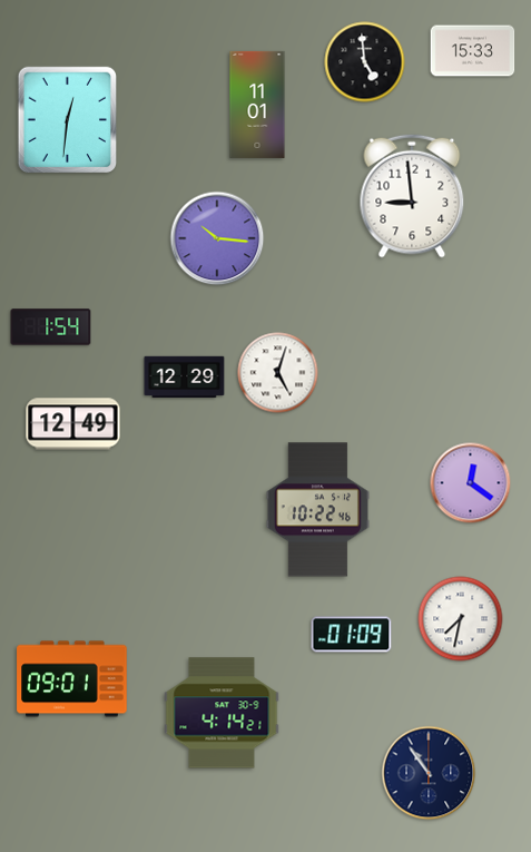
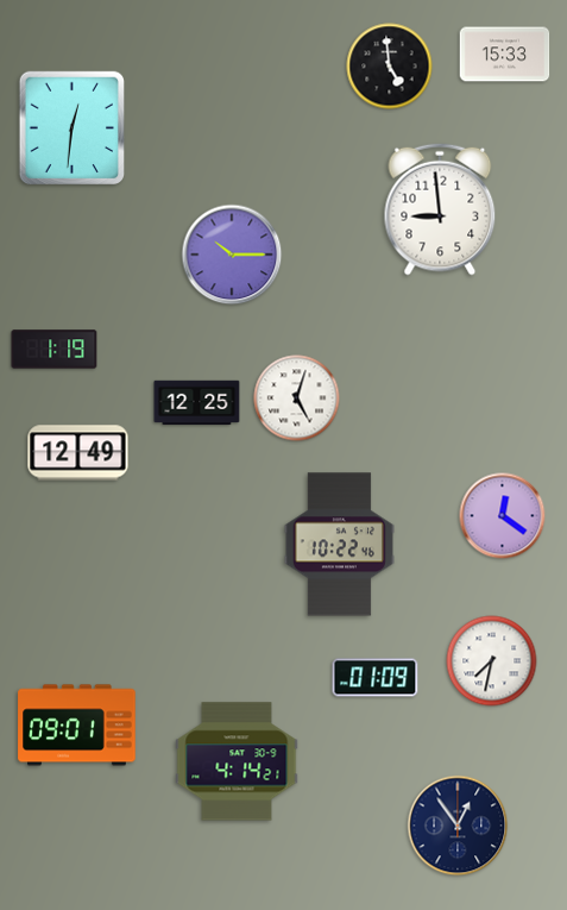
clock at (257, 105): 11:01 -> none
clock at (217, 238): 10:16 -> 10:15
clock at (51, 327): 1:54 -> 1:19
clock at (185, 378): 12:29 -> 12:25
clock at (429, 773): 10:54 -> 12:54
